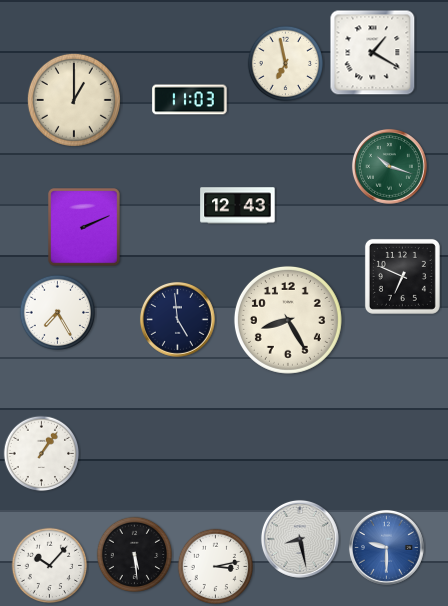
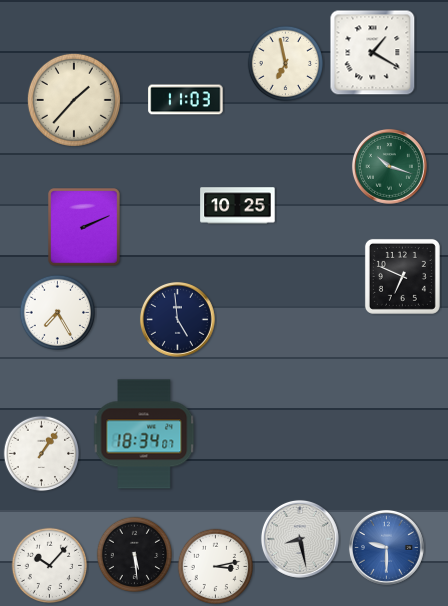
clock at (74, 100): 1:00 -> 1:37
clock at (190, 100) position: (190, 100) -> (186, 100)
clock at (238, 206): 12:43 -> 10:25
clock at (288, 320): 8:25 -> none
clock at (144, 434): none -> 18:34
